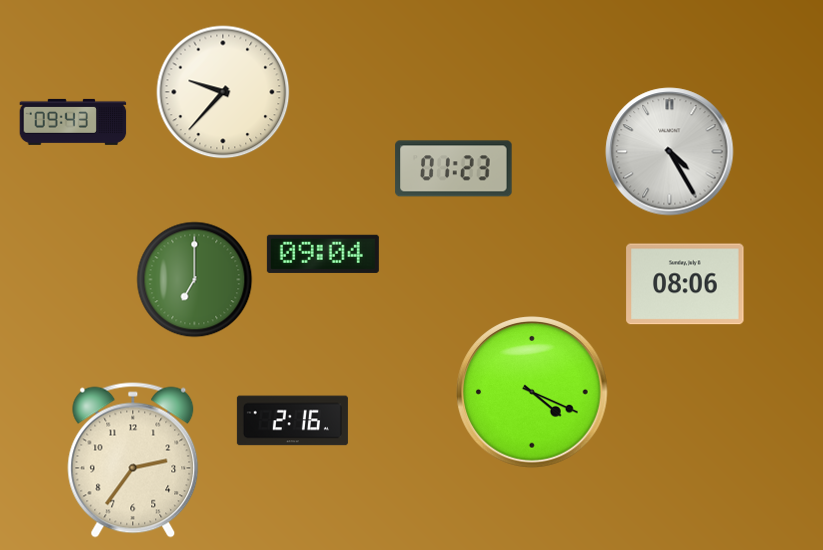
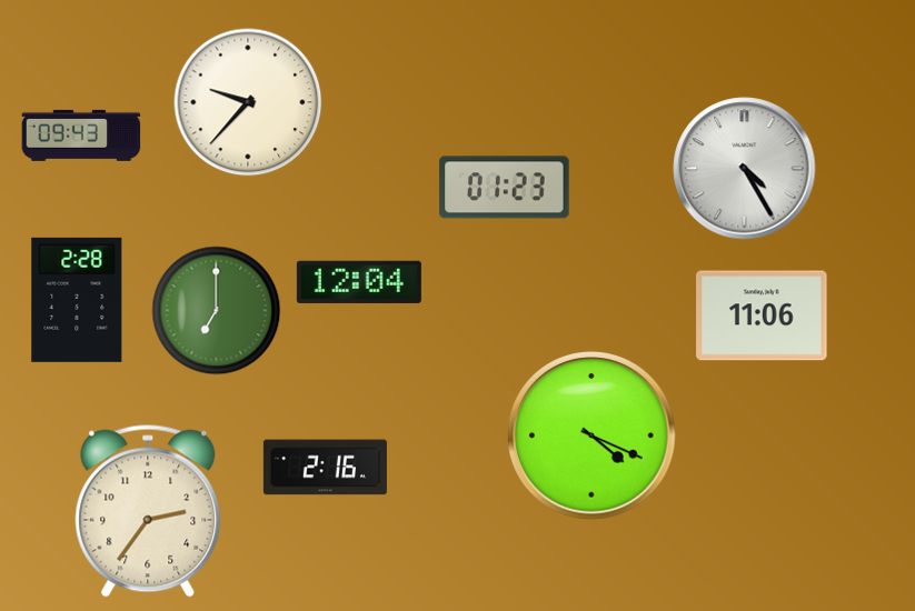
clock at (323, 254): 09:04 -> 12:04
clock at (77, 300): none -> 2:28
clock at (685, 284): 08:06 -> 11:06
